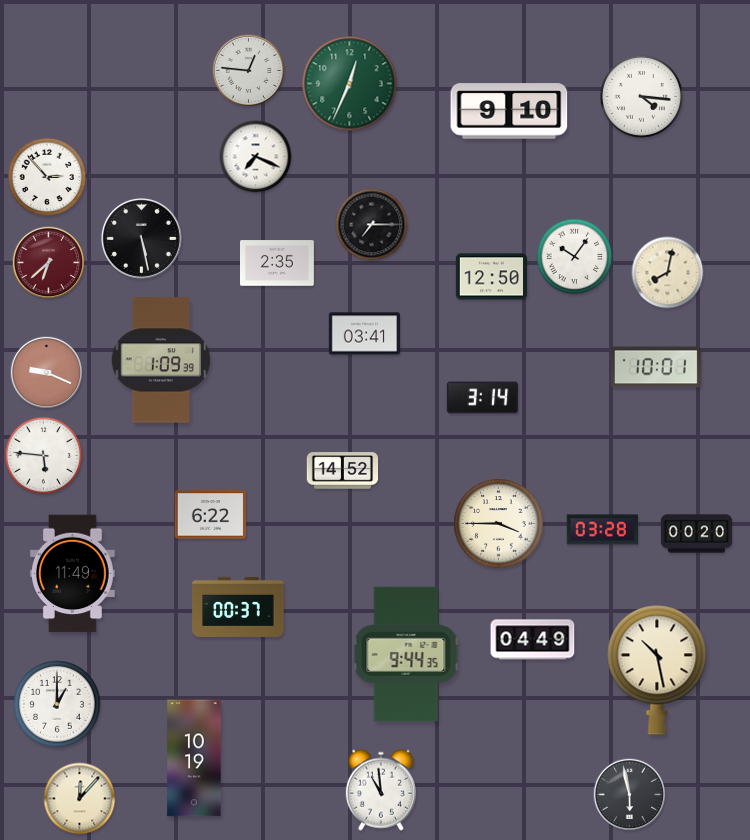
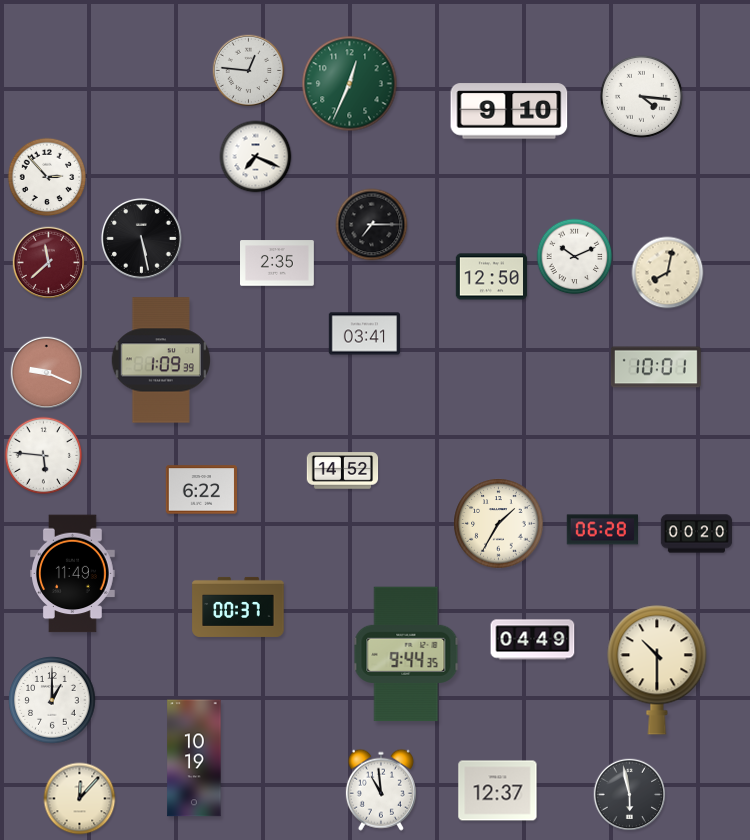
clock at (575, 257): 10:06 -> 10:11
clock at (49, 263): 6:38 -> 11:38
clock at (483, 398): 3:14 -> none
clock at (211, 515) position: (211, 515) -> (202, 490)
clock at (499, 524): 3:45 -> 1:35
clock at (602, 530): 03:28 -> 06:28
clock at (657, 670): 10:28 -> 10:30
clock at (57, 704) position: (57, 704) -> (52, 700)
clock at (498, 791): none -> 12:37
